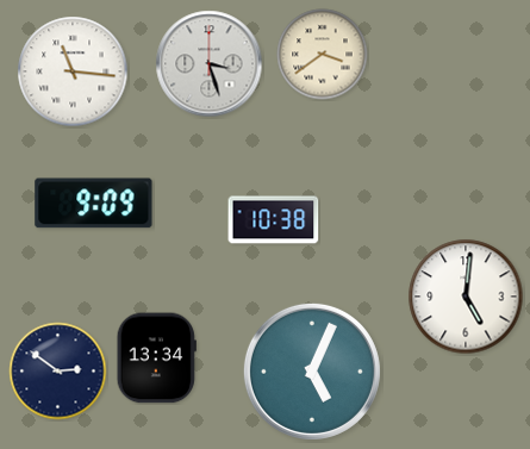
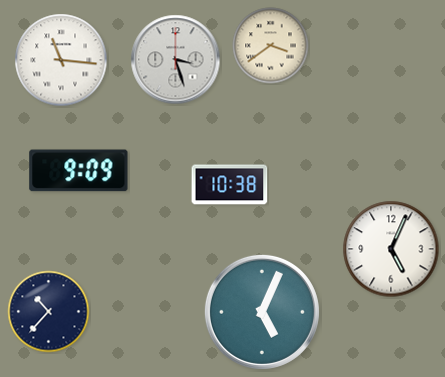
clock at (210, 64) position: (210, 64) -> (176, 60)
clock at (466, 297): 5:01 -> 5:04
clock at (156, 358): 13:34 -> none
clock at (58, 372): 2:51 -> 10:37
